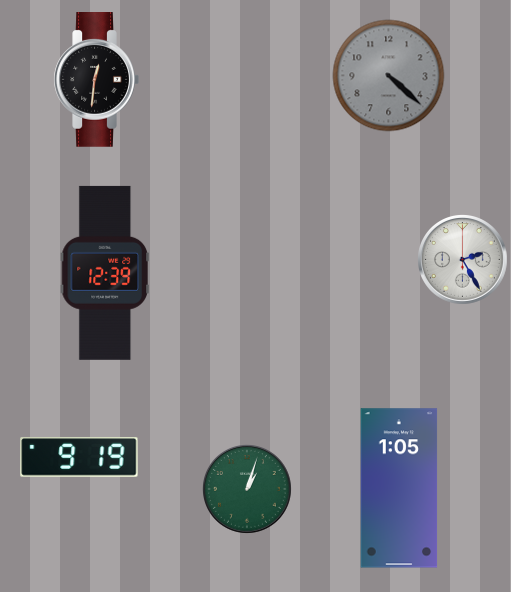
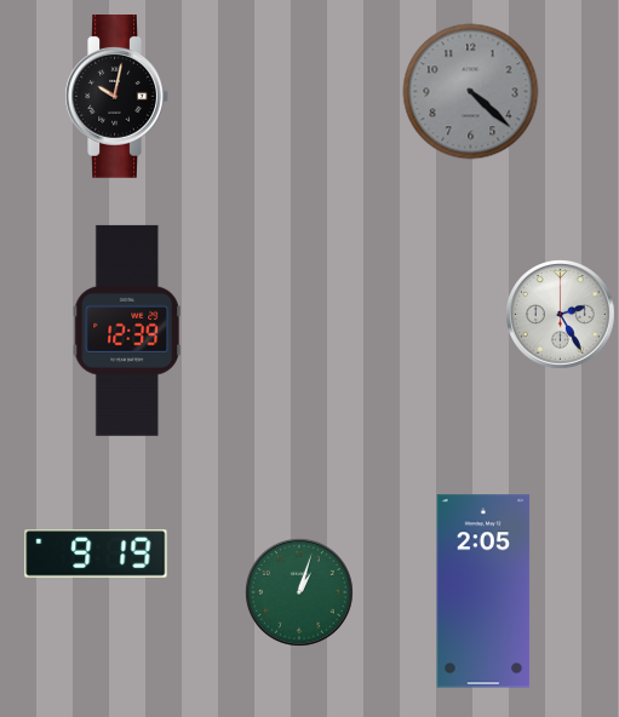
clock at (96, 80): 12:31 -> 10:02
clock at (399, 488): 1:05 -> 2:05
